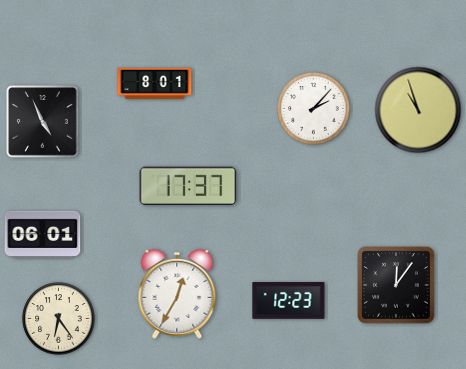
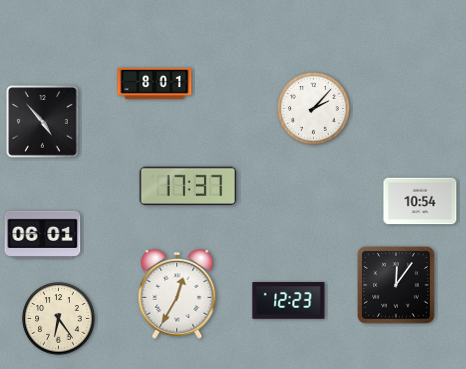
clock at (418, 110): 10:57 -> none
clock at (43, 122): 4:56 -> 4:53
clock at (420, 201): none -> 10:54
